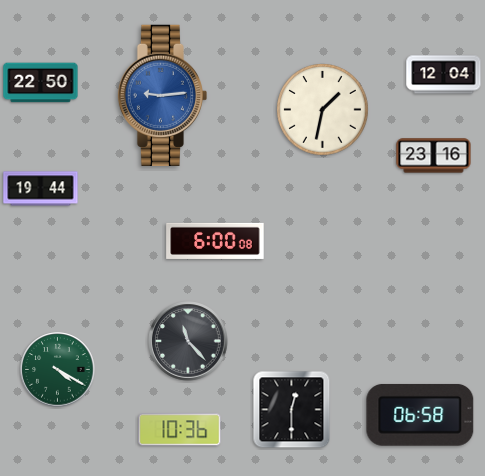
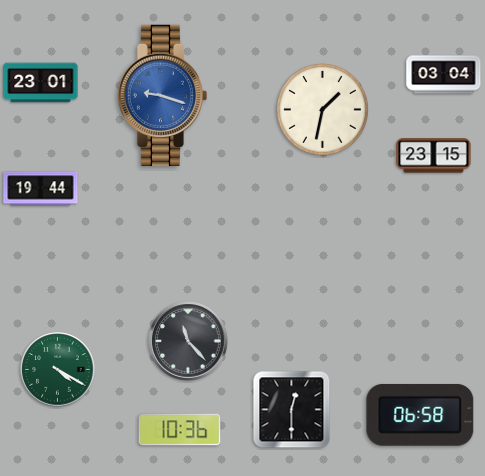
clock at (444, 75): 12:04 -> 03:04
clock at (41, 83): 22:50 -> 23:01
clock at (162, 95): 9:14 -> 9:18
clock at (434, 156): 23:16 -> 23:15
clock at (215, 241): 6:00 -> none
